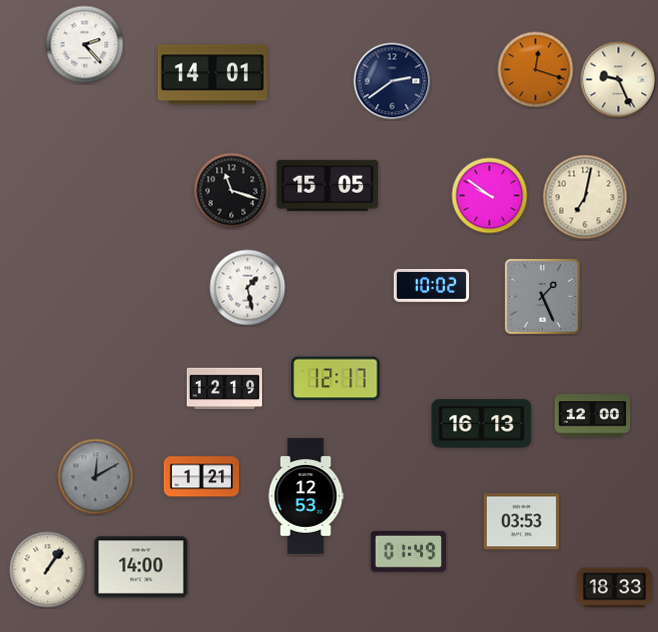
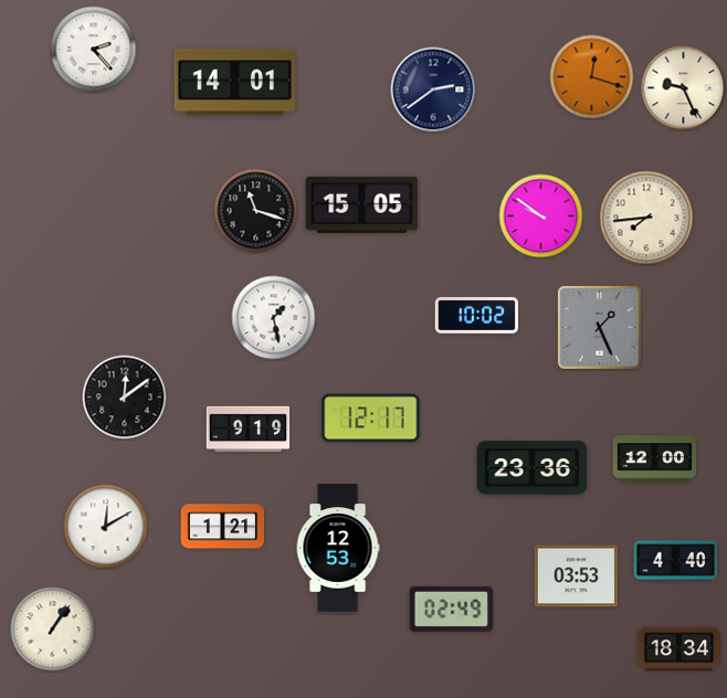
clock at (585, 197): 7:02 -> 7:44
clock at (125, 398): none -> 12:09
clock at (225, 389): 12:19 -> 9:19
clock at (482, 424): 16:13 -> 23:36
clock at (96, 477) dial: grey -> white
clock at (676, 561): none -> 4:40
clock at (408, 551): 01:49 -> 02:49
clock at (141, 567): 14:00 -> none
clock at (615, 588): 18:33 -> 18:34
